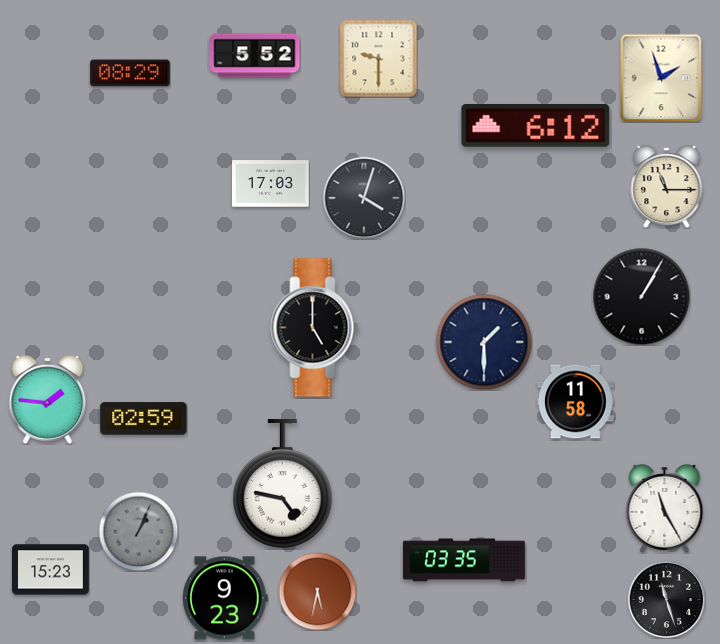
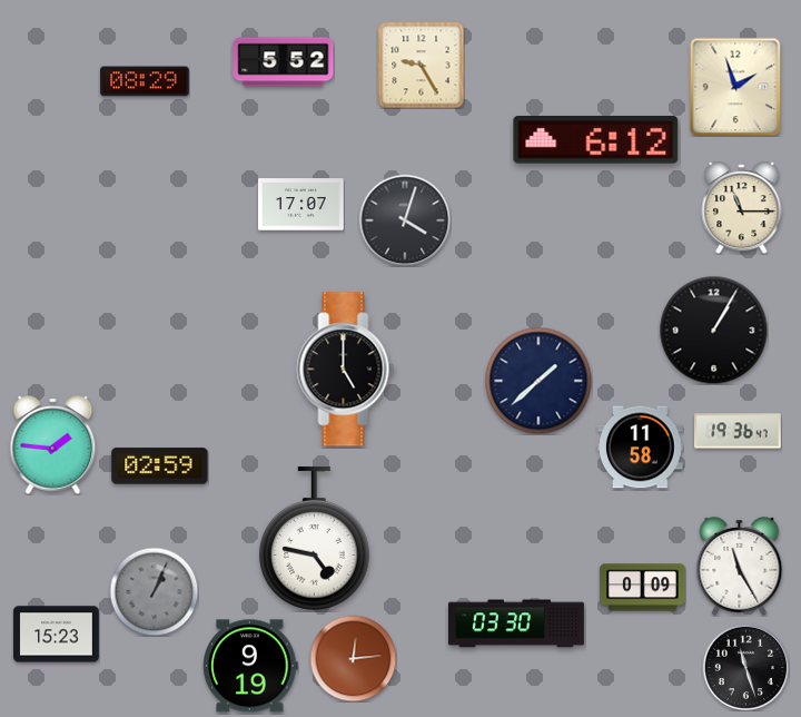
clock at (378, 58): 9:30 -> 9:25
clock at (271, 184): 17:03 -> 17:07
clock at (315, 328) position: (315, 328) -> (346, 370)
clock at (484, 342): 1:30 -> 1:38
clock at (738, 431): none -> 19:36
clock at (643, 588): none -> 0:09
clock at (464, 560): 03:35 -> 03:30
clock at (317, 591): 5:32 -> 12:14
clock at (225, 598): 9:23 -> 9:19
clock at (666, 599) position: (666, 599) -> (745, 667)
